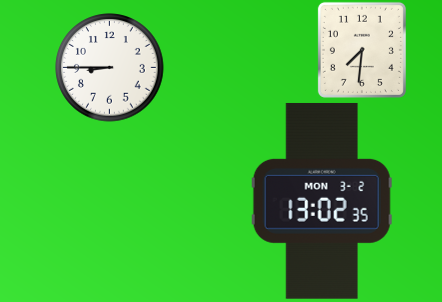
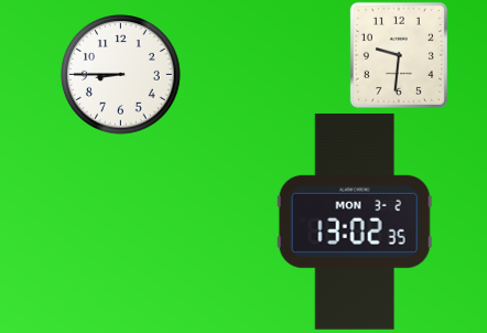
clock at (362, 50): 7:31 -> 9:31
